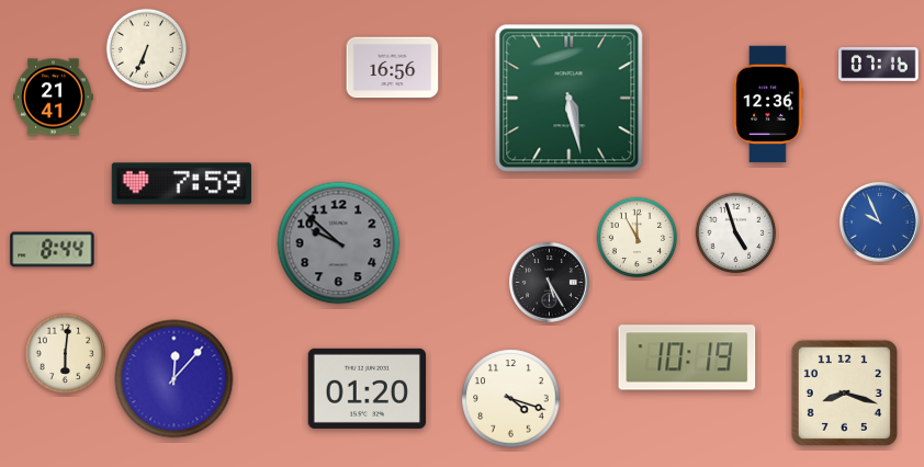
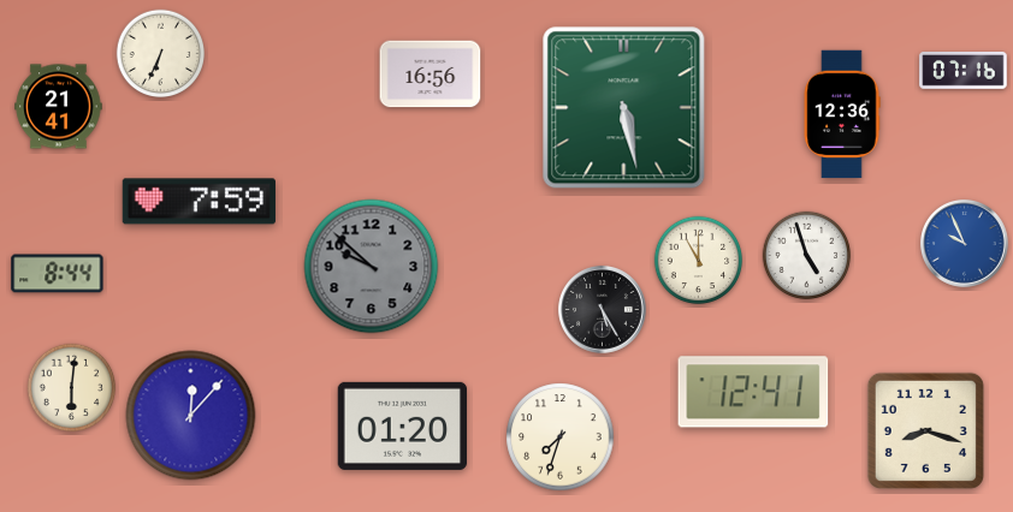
clock at (687, 357): 10:19 -> 12:41
clock at (511, 399): 4:18 -> 7:33
